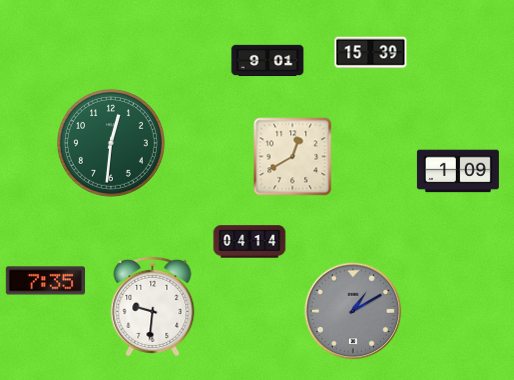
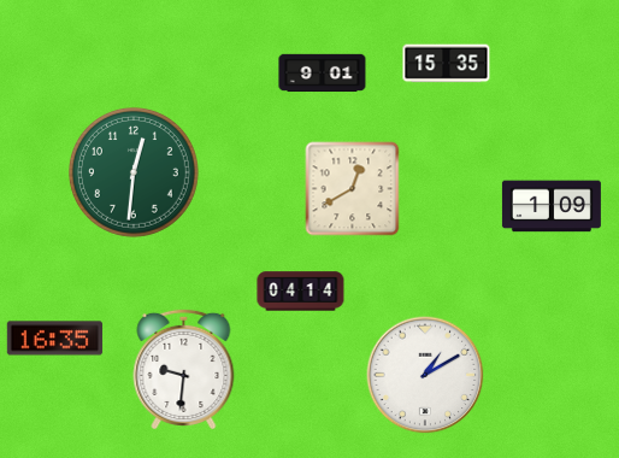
clock at (371, 53): 15:39 -> 15:35
clock at (46, 281): 7:35 -> 16:35
clock at (353, 311) dial: grey -> white
